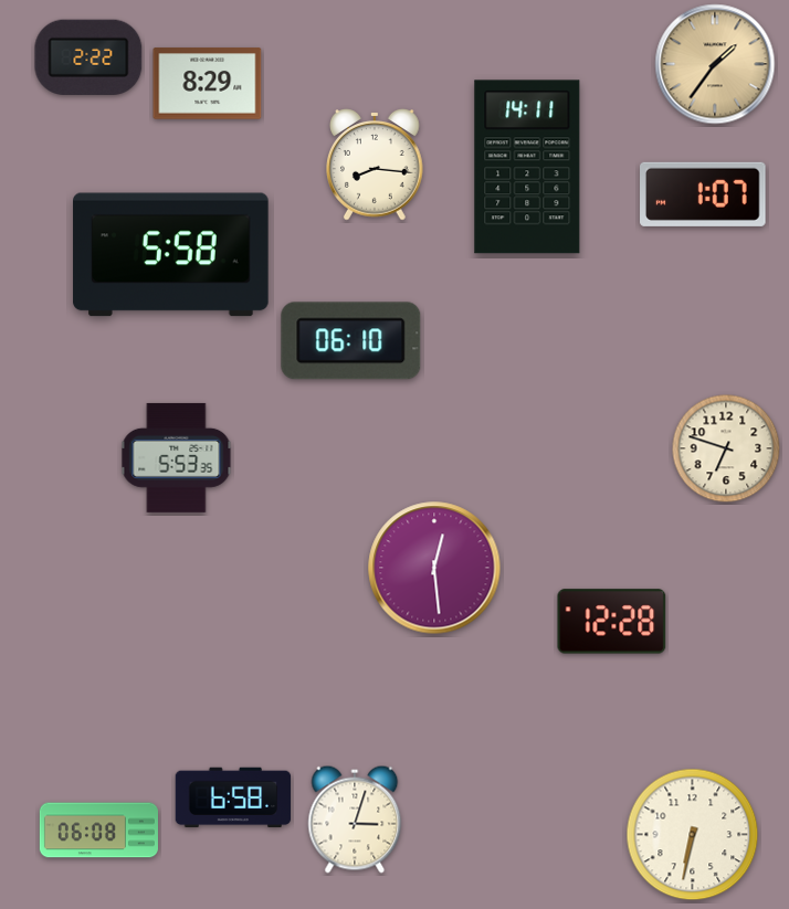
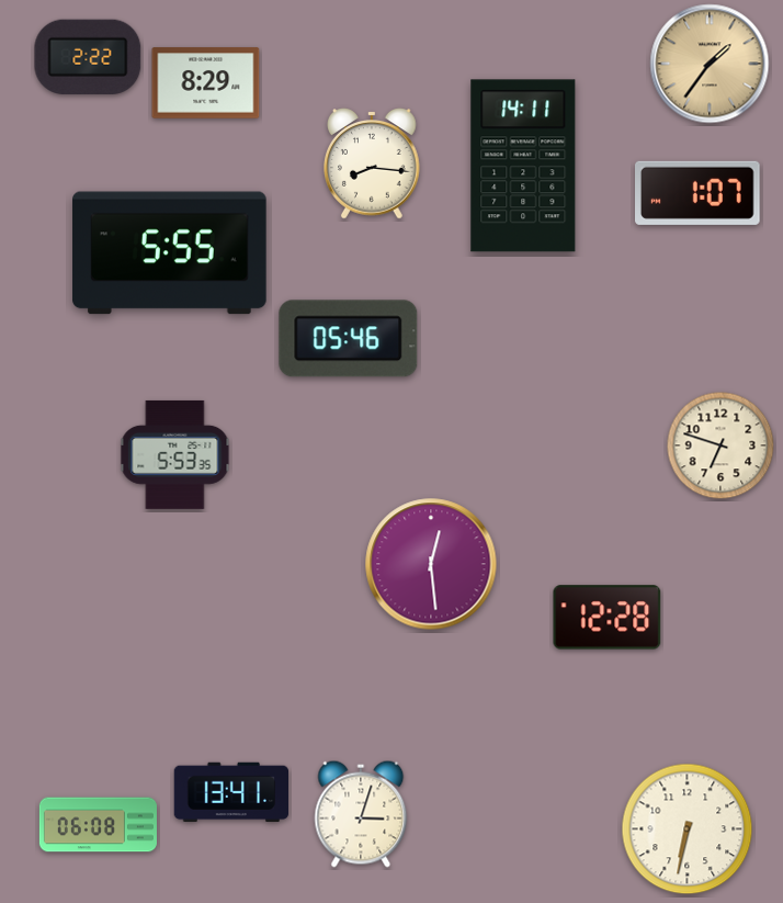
clock at (171, 255): 5:58 -> 5:55
clock at (351, 341): 06:10 -> 05:46
clock at (233, 797): 6:58 -> 13:41
clock at (355, 820) position: (355, 820) -> (361, 814)
